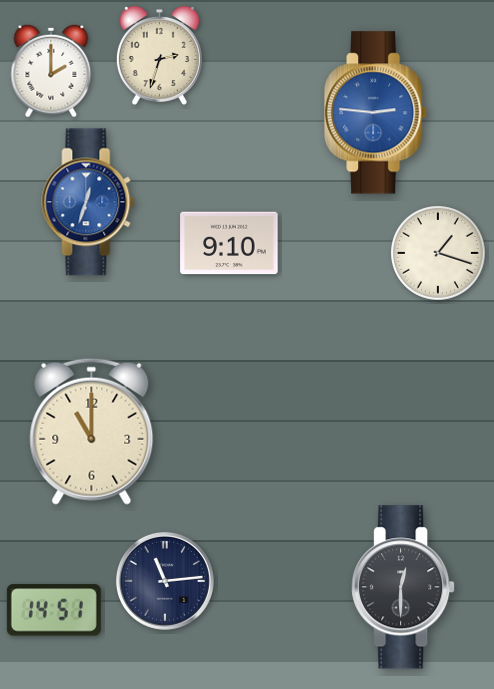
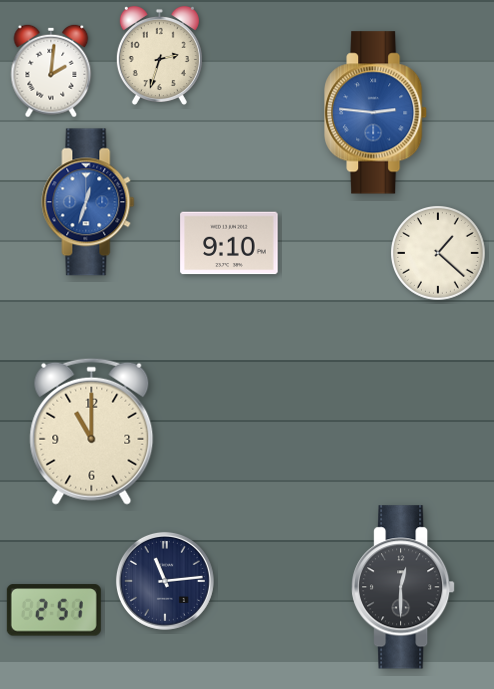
clock at (51, 71): 2:00 -> 2:01
clock at (439, 254): 1:18 -> 1:22
clock at (54, 610): 14:51 -> 2:51
